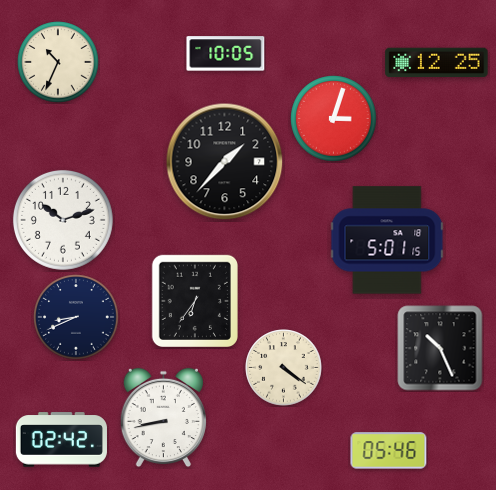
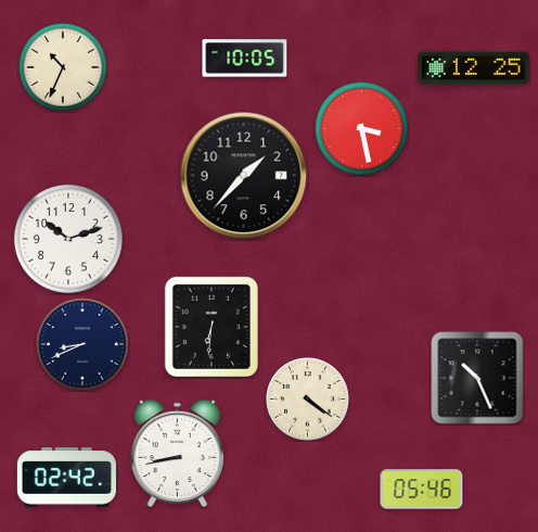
clock at (334, 119): 3:03 -> 3:28
clock at (387, 240): 5:01 -> none
clock at (194, 300): 6:36 -> 6:31
